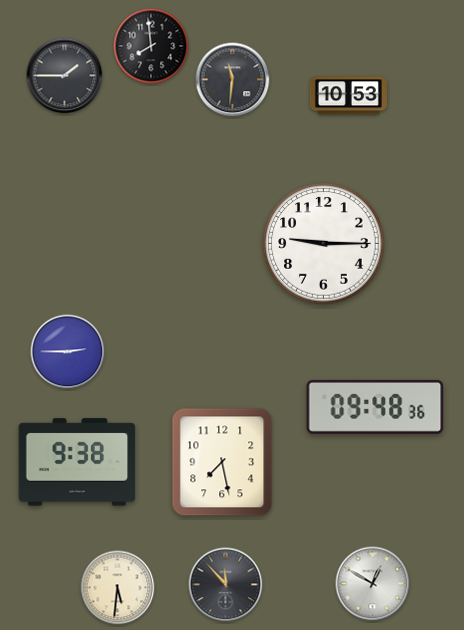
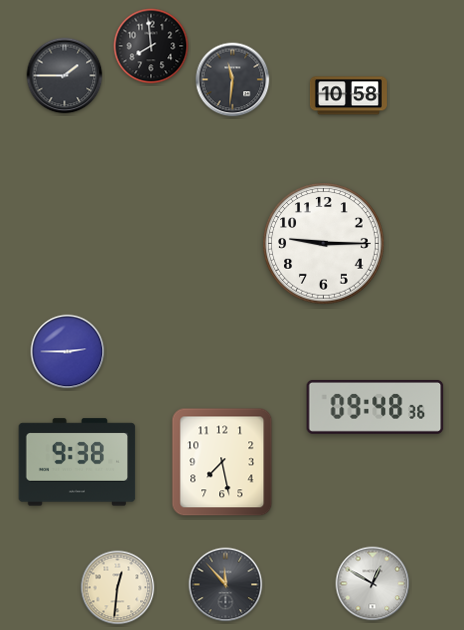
clock at (348, 96): 10:53 -> 10:58
clock at (118, 588): 5:31 -> 12:31
